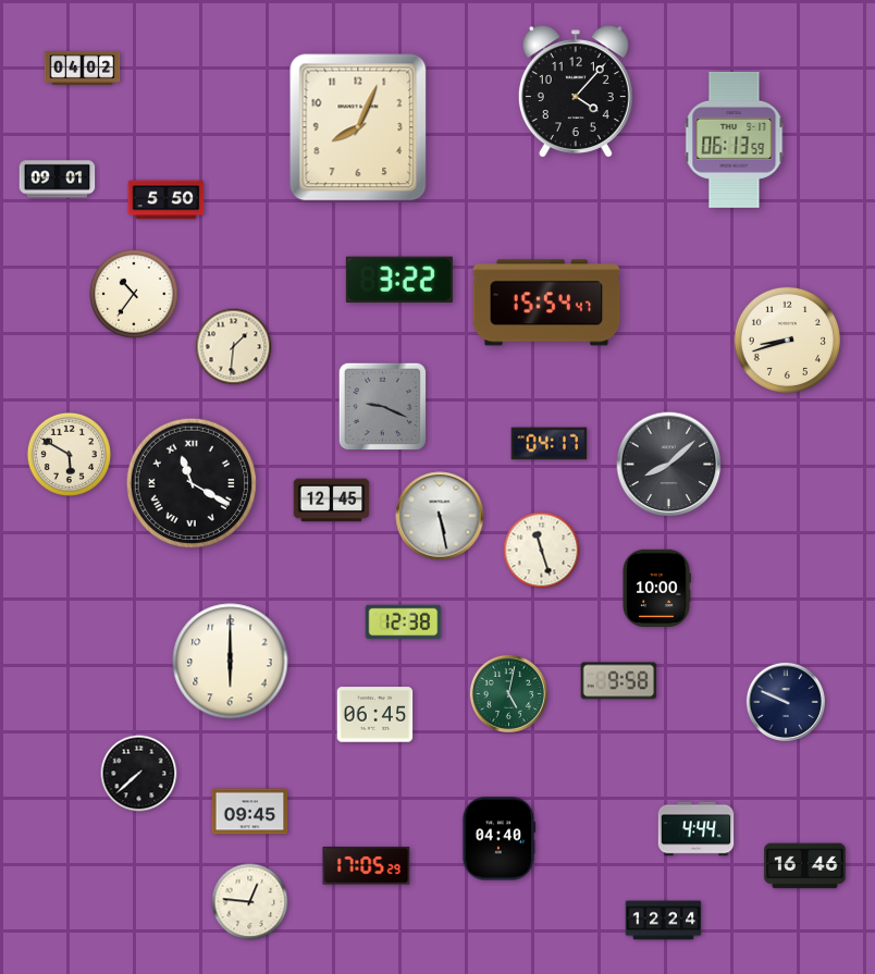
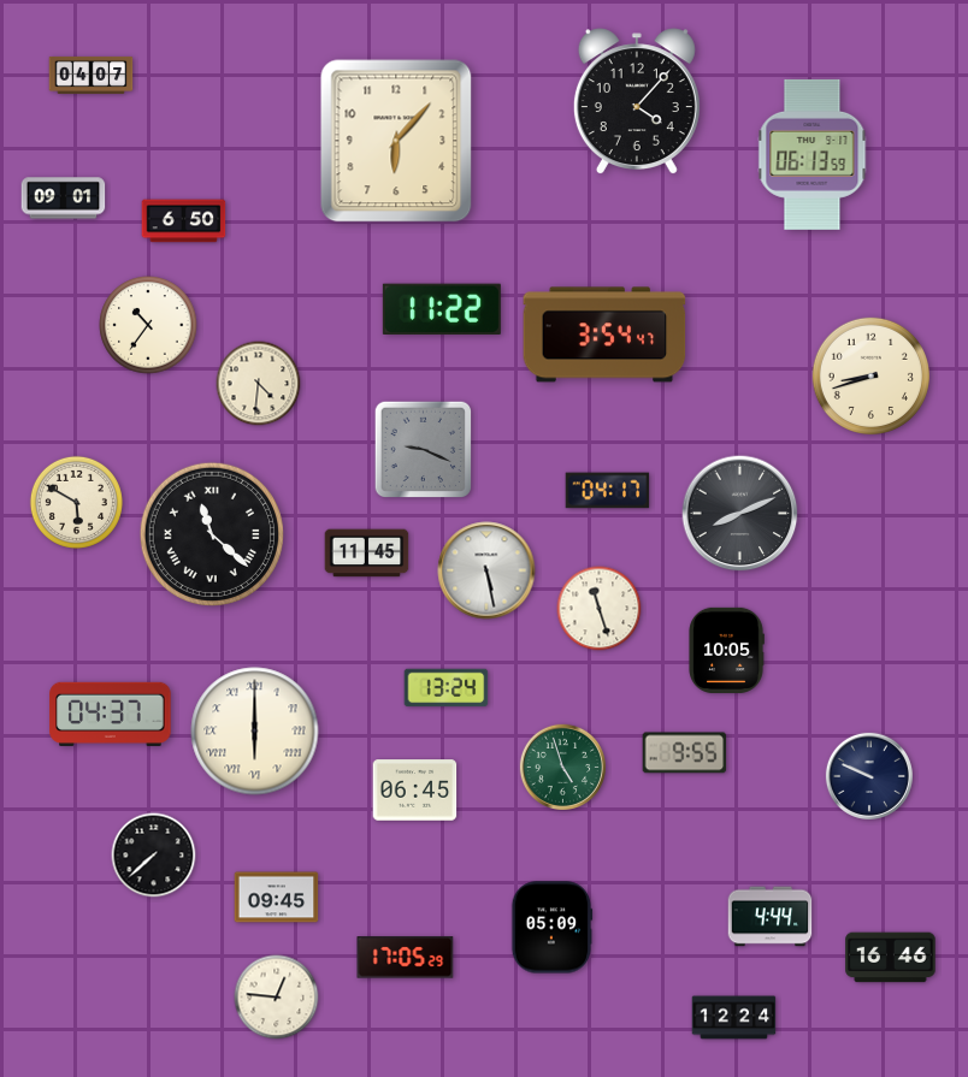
clock at (83, 67): 04:02 -> 04:07
clock at (358, 127): 8:04 -> 6:07
clock at (167, 200): 5:50 -> 6:50
clock at (399, 279): 3:22 -> 11:22
clock at (546, 303): 15:54 -> 3:54
clock at (234, 347): 1:31 -> 4:31
clock at (669, 465): 8:08 -> 8:11
clock at (192, 483): 11:20 -> 11:22
clock at (332, 501): 12:45 -> 11:45
clock at (656, 588): 10:00 -> 10:05
clock at (404, 622): 12:38 -> 13:24
clock at (111, 714): none -> 04:37
clock at (231, 662) numerals: Arabic -> Roman
clock at (619, 681): 9:58 -> 9:55
clock at (508, 693): 5:02 -> 4:57
clock at (498, 839): 04:40 -> 05:09
